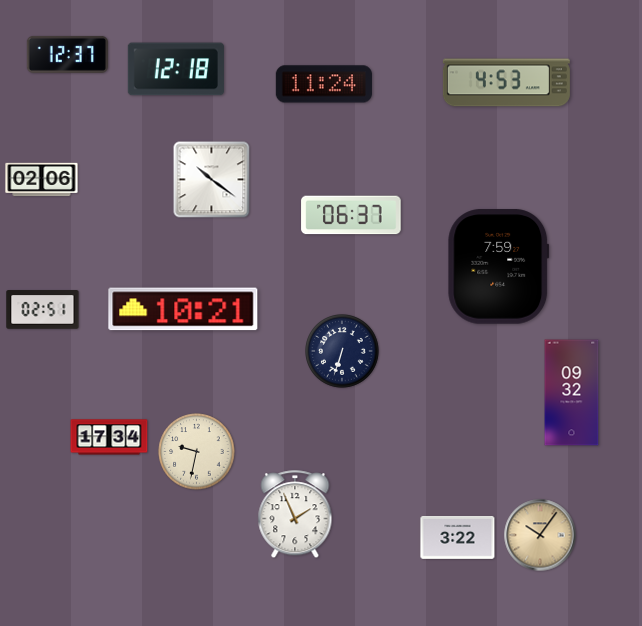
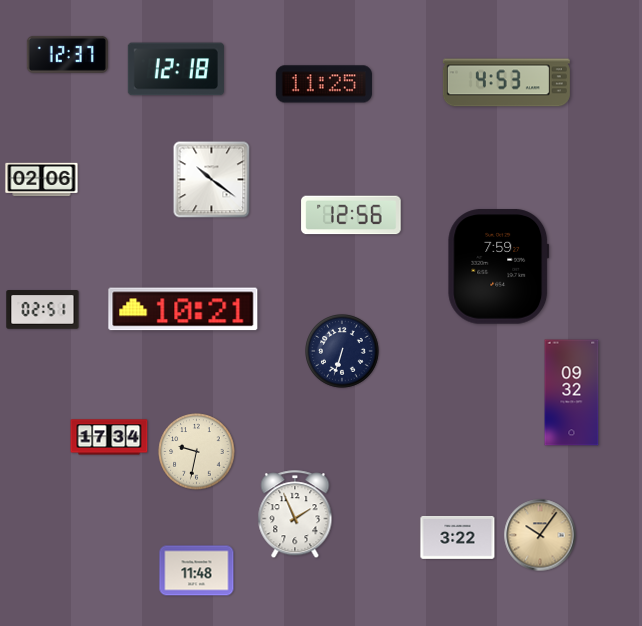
clock at (324, 84): 11:24 -> 11:25
clock at (351, 215): 06:37 -> 12:56
clock at (197, 571): none -> 11:48
